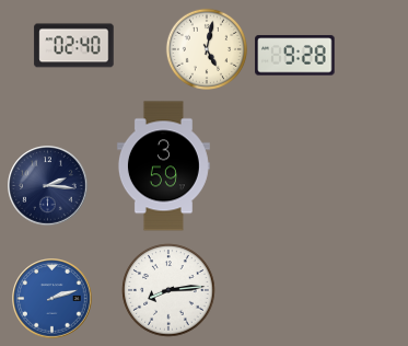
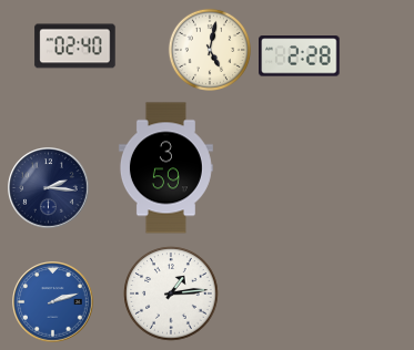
clock at (295, 56): 9:28 -> 2:28
clock at (168, 290): 8:14 -> 1:14
